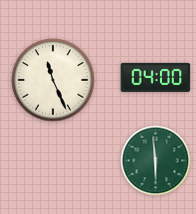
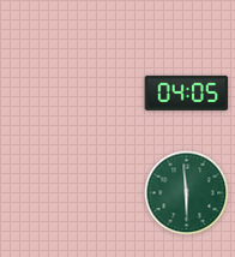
clock at (156, 77): 04:00 -> 04:05
clock at (53, 80): 11:26 -> none
